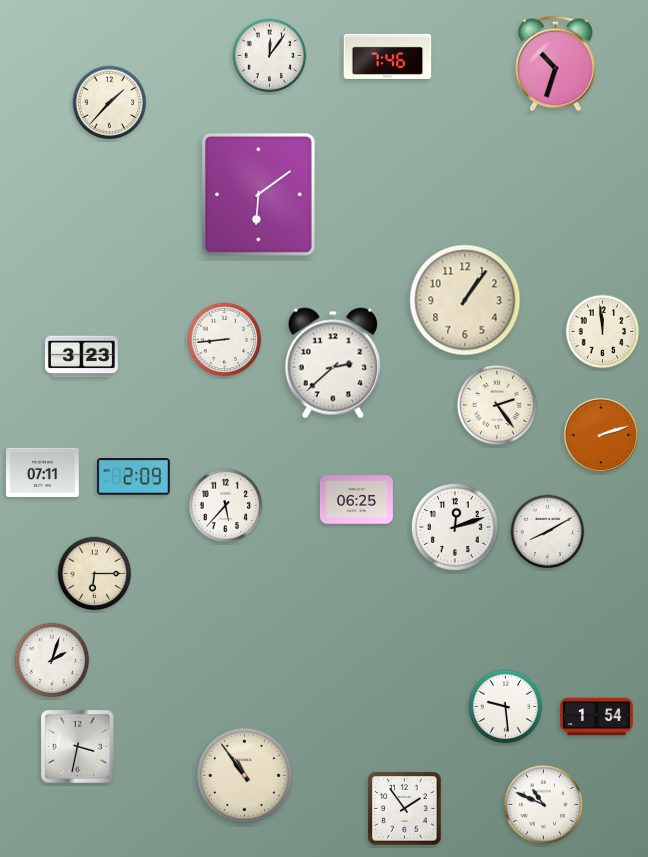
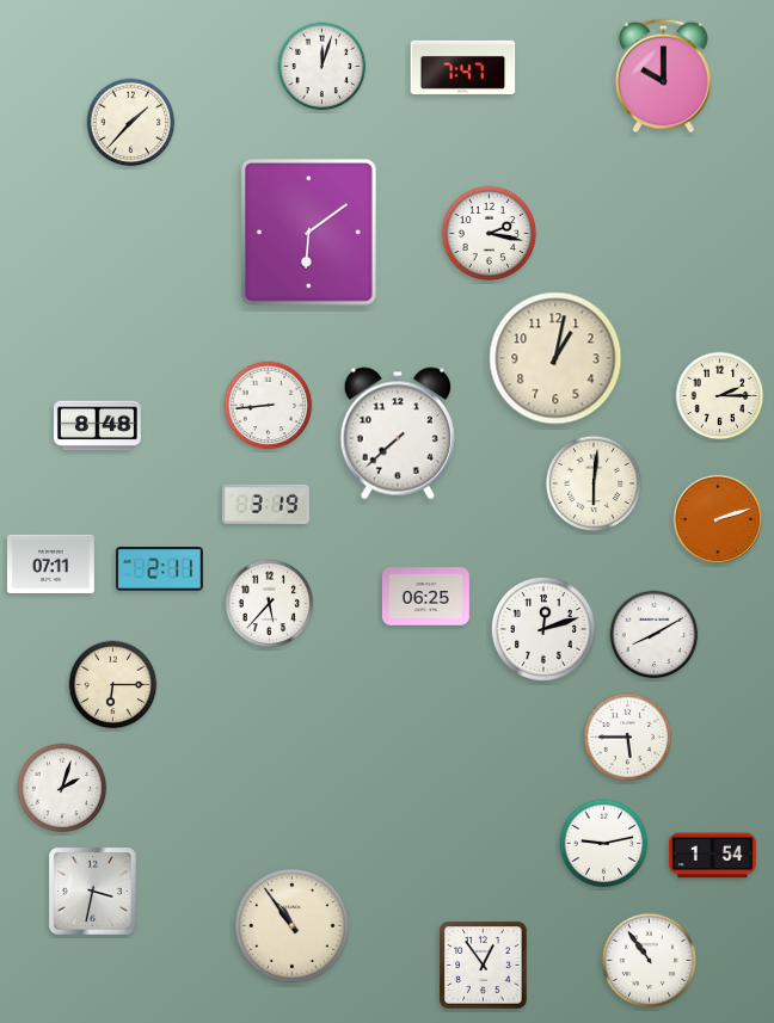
clock at (270, 56): 12:06 -> 12:03
clock at (388, 56): 7:46 -> 7:47
clock at (556, 64): 10:33 -> 10:00
clock at (490, 234): none -> 2:17
clock at (465, 300): 1:06 -> 1:02
clock at (603, 332): 11:59 -> 2:15
clock at (82, 357): 3:23 -> 8:48
clock at (333, 363): 2:38 -> 7:38
clock at (496, 404): 2:24 -> 6:01
clock at (265, 504): none -> 3:19
clock at (133, 477): 2:09 -> 2:11
clock at (628, 738): none -> 5:45
clock at (506, 707): 9:29 -> 9:13
clock at (544, 805): 10:49 -> 10:54
clock at (405, 809): 1:54 -> 12:54
